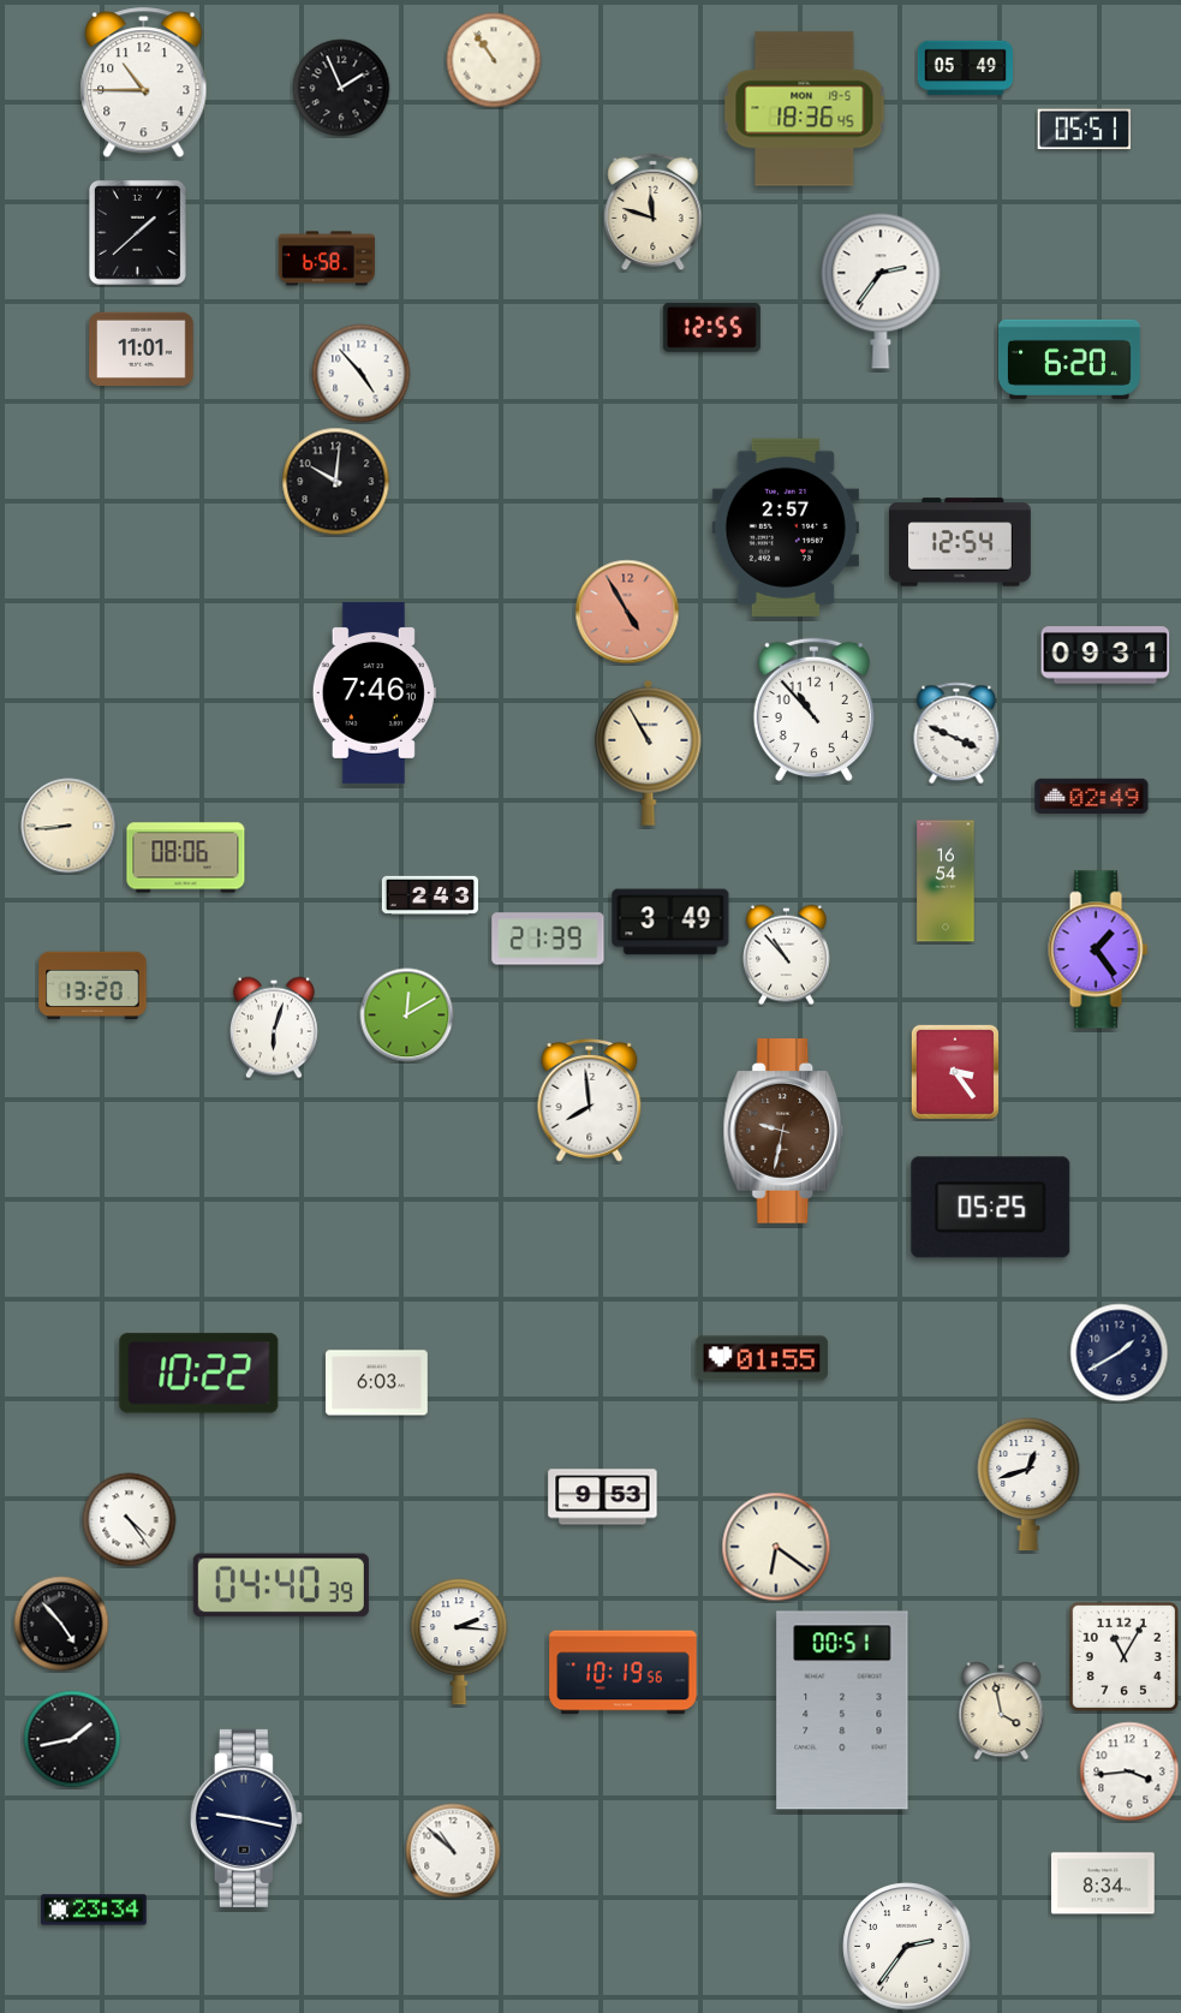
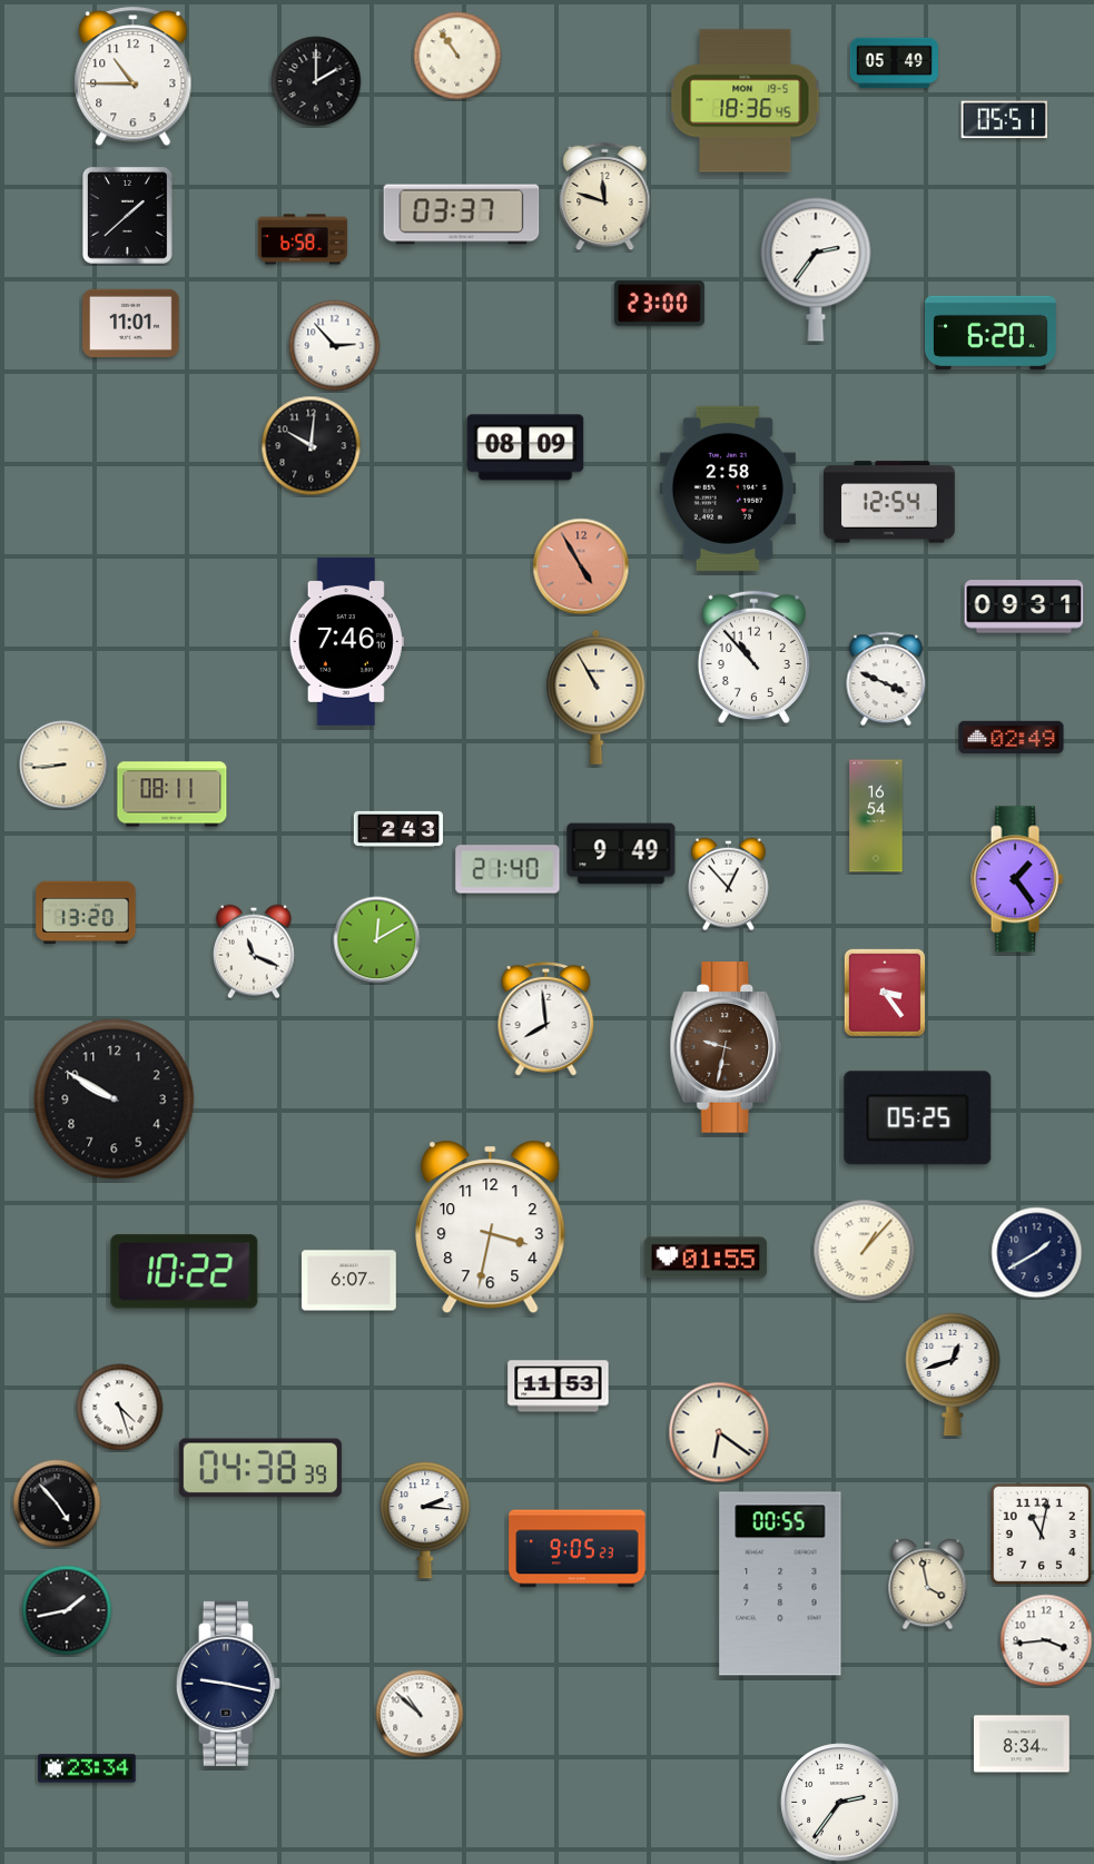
clock at (341, 88): 1:56 -> 2:00
clock at (462, 215): none -> 03:37
clock at (711, 327): 12:55 -> 23:00
clock at (362, 374): 4:53 -> 2:53
clock at (525, 447): none -> 08:09
clock at (786, 528): 2:57 -> 2:58
clock at (649, 752) position: (649, 752) -> (597, 697)
clock at (186, 858): 08:06 -> 08:11
clock at (670, 922): 3:49 -> 9:49
clock at (548, 939): 21:39 -> 21:40
clock at (787, 955): 10:53 -> 12:53
clock at (274, 1028): 6:03 -> 11:19
clock at (115, 1099): none -> 9:50
clock at (491, 1227): none -> 3:32
clock at (865, 1251): none -> 1:07
clock at (377, 1383): 6:03 -> 6:07
clock at (603, 1497): 9:53 -> 11:53
clock at (130, 1520): 4:24 -> 4:27
clock at (281, 1585): 04:40 -> 04:38
clock at (1123, 1656): 11:05 -> 11:02
clock at (624, 1673): 10:19 -> 9:05
clock at (842, 1710): 00:51 -> 00:55
